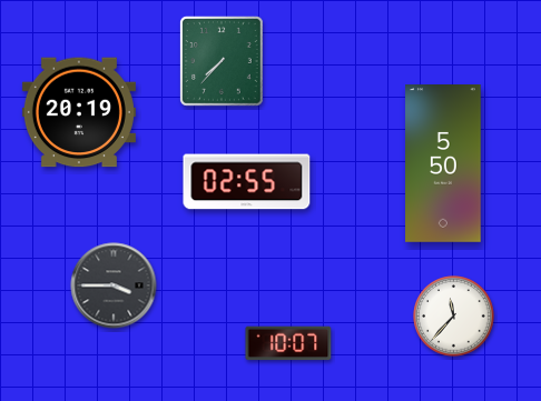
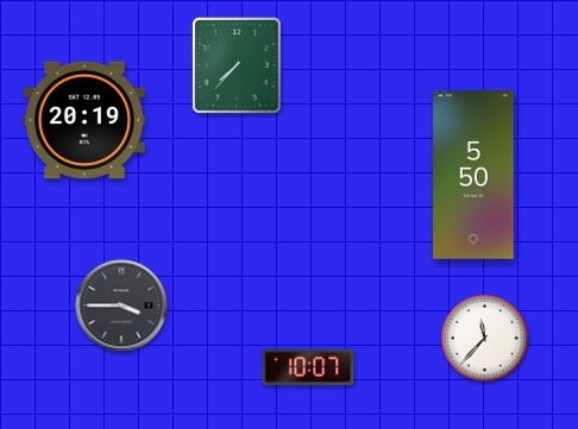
clock at (247, 182): 02:55 -> none
